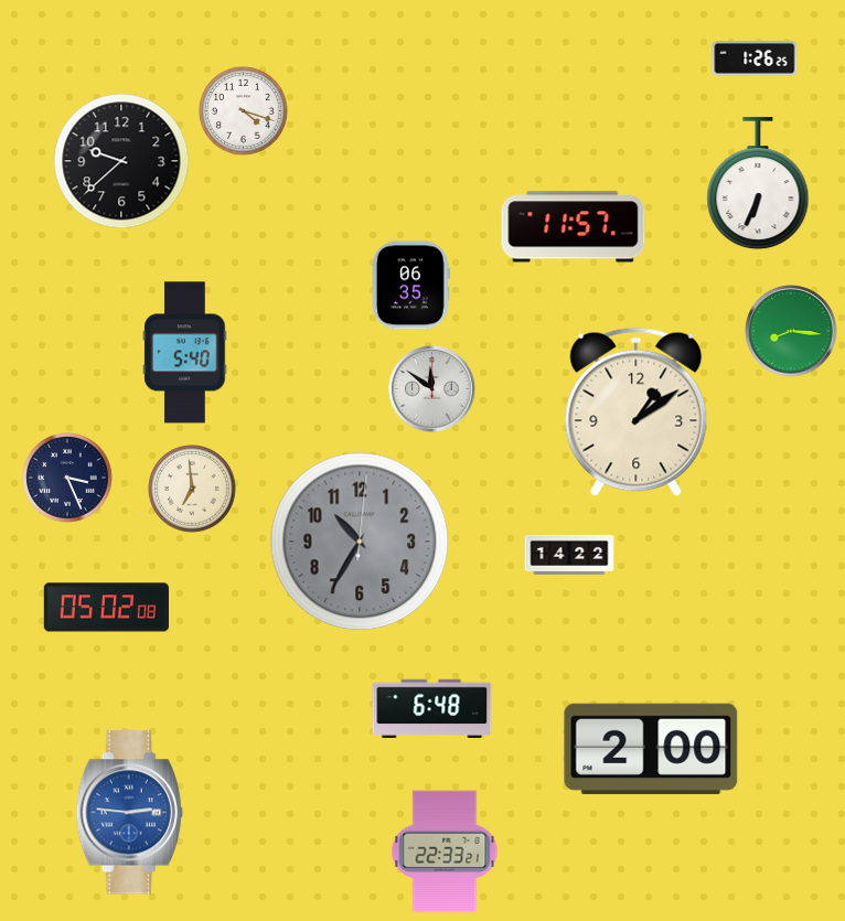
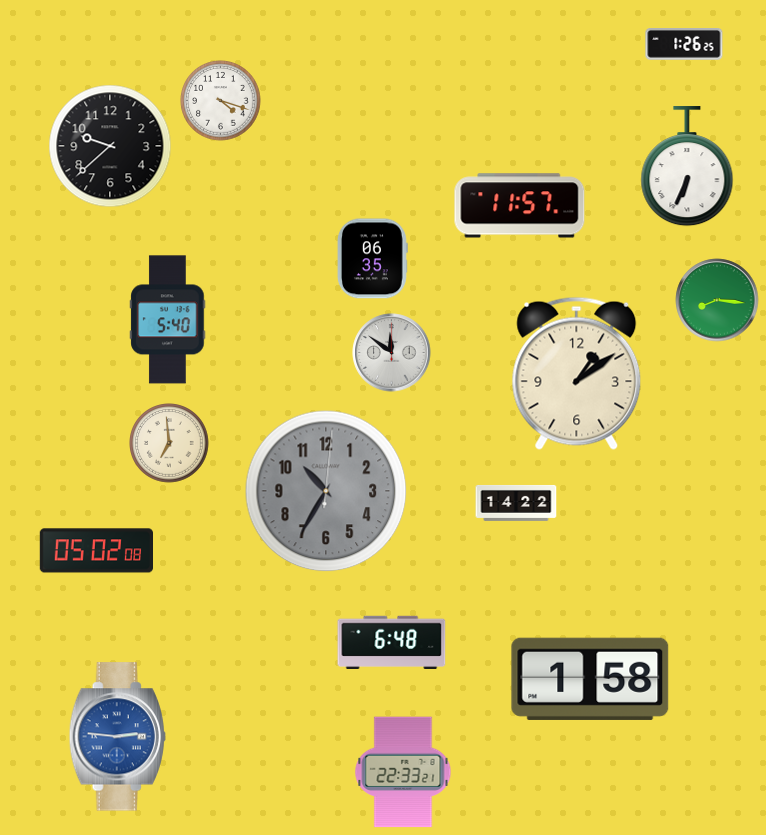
clock at (755, 60) position: (755, 60) -> (684, 45)
clock at (67, 478): 3:26 -> none
clock at (192, 489) position: (192, 489) -> (169, 443)
clock at (651, 749): 2:00 -> 1:58
